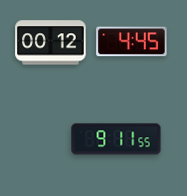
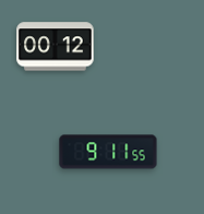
clock at (132, 42): 4:45 -> none
clock at (116, 139) position: (116, 139) -> (108, 152)
